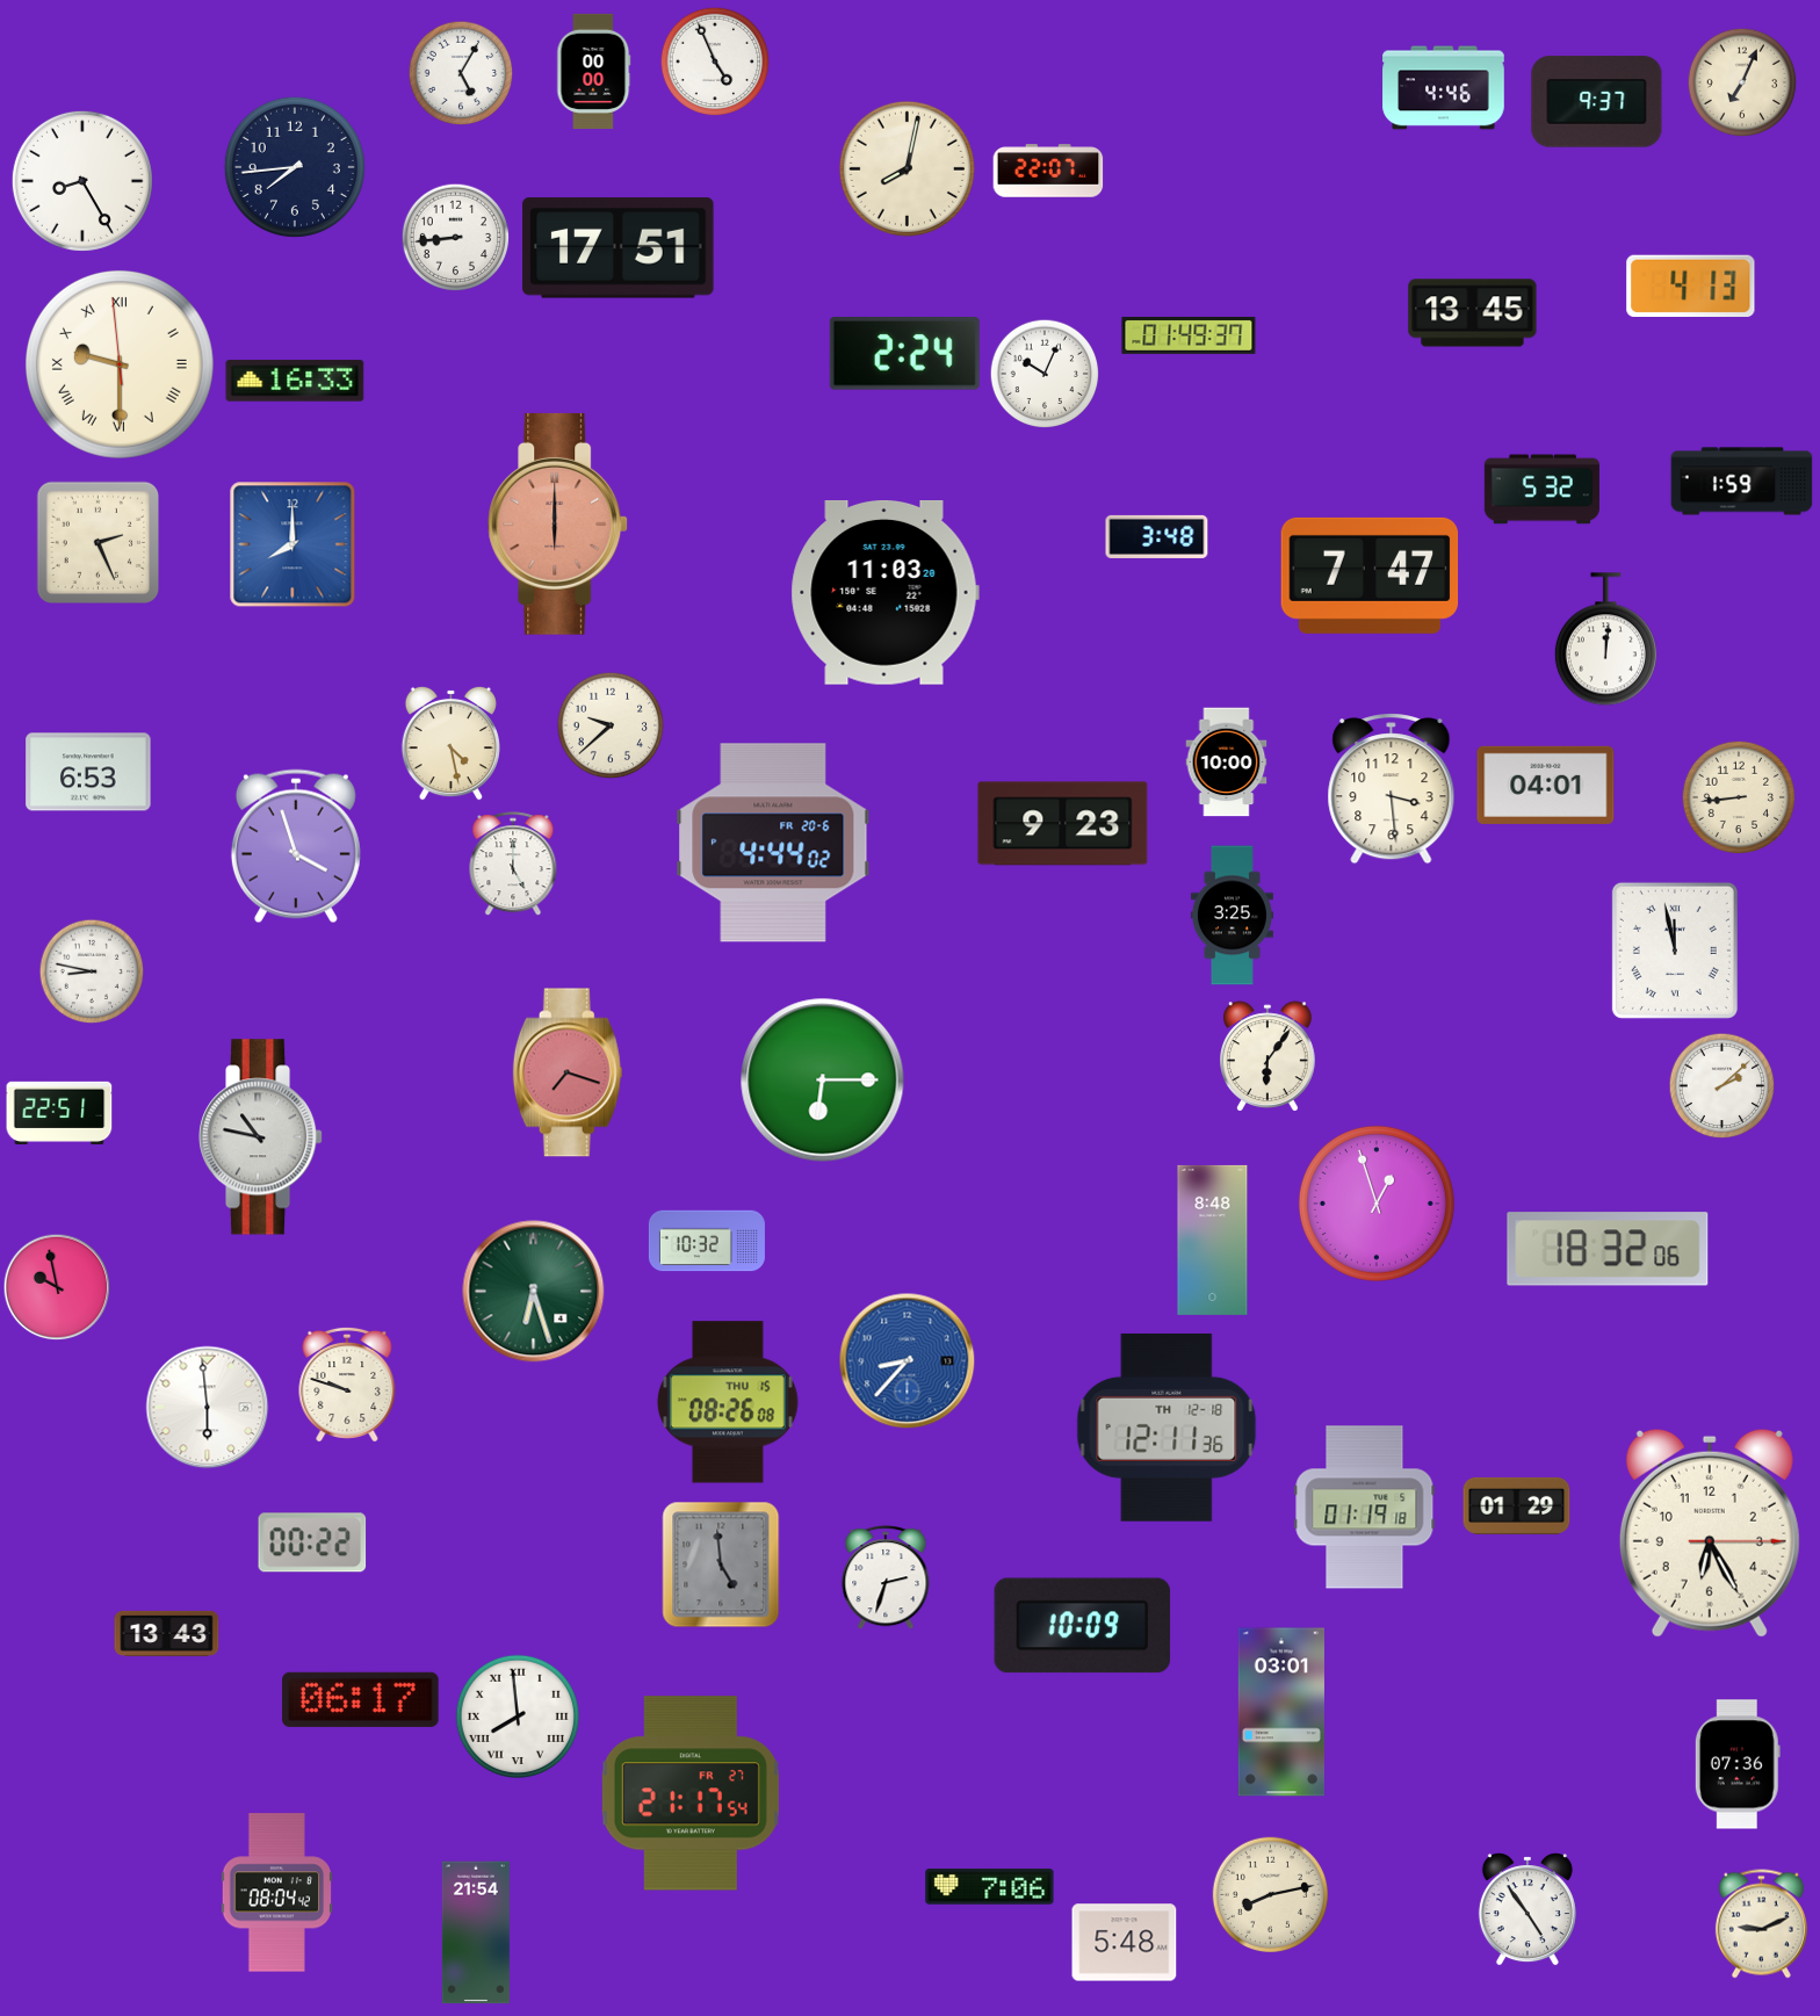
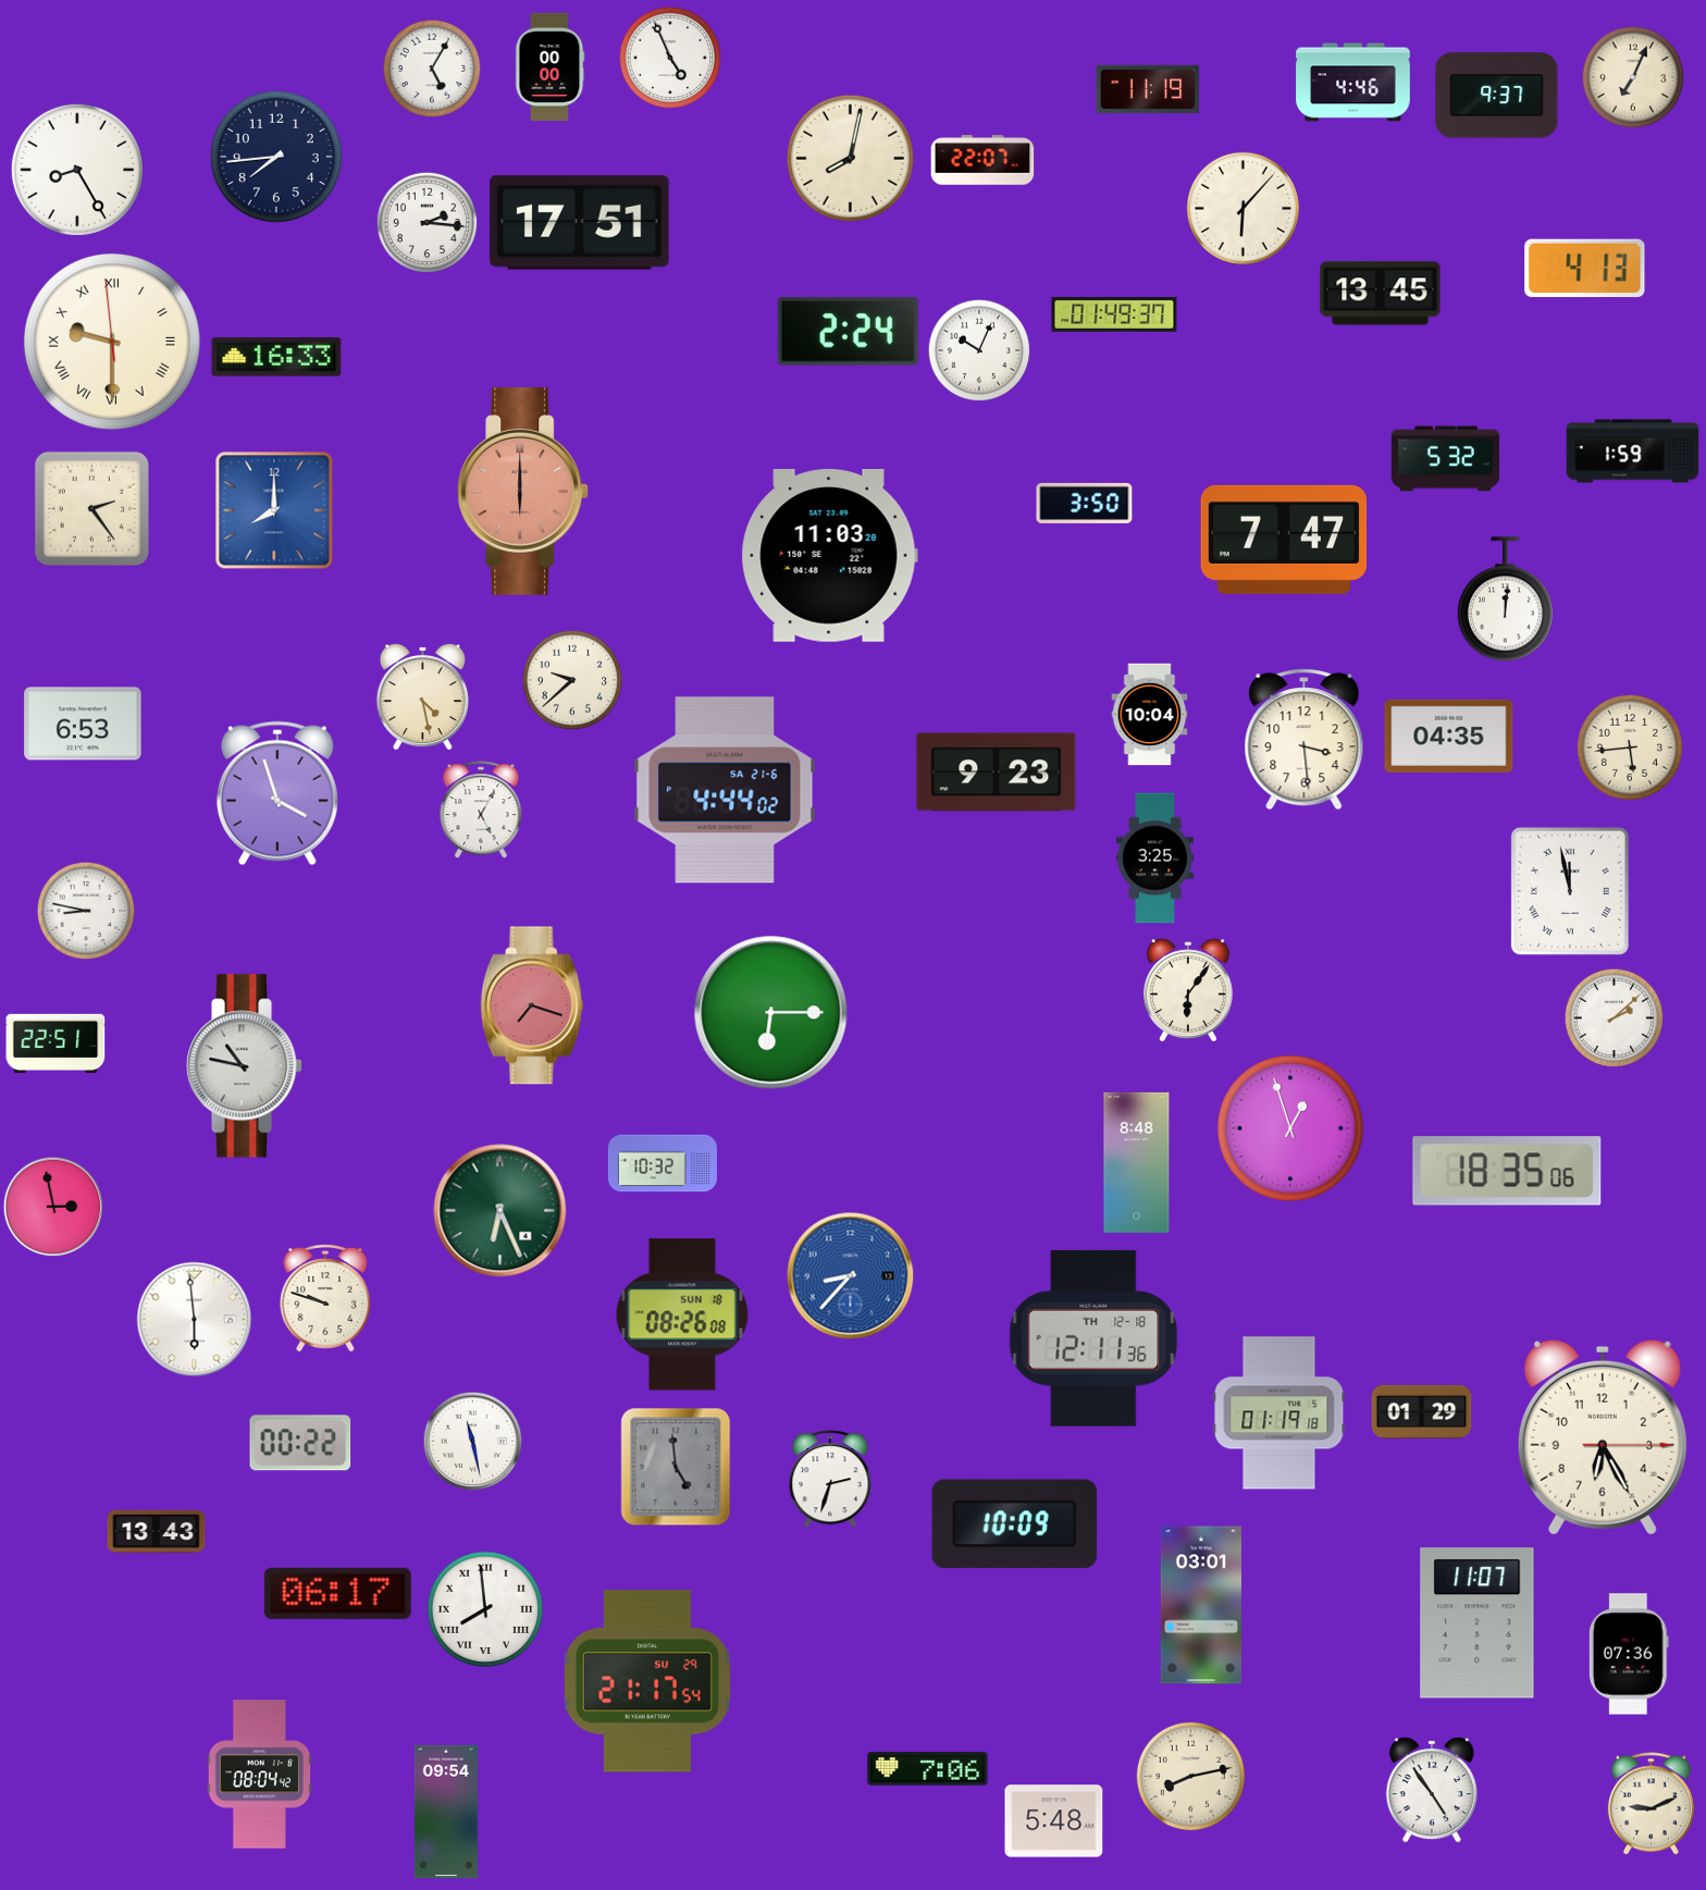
clock at (594, 71) position: (594, 71) -> (551, 66)
clock at (1148, 89): none -> 11:19
clock at (1243, 208): none -> 6:07
clock at (456, 238): 8:44 -> 2:16
clock at (619, 248) position: (619, 248) -> (580, 223)
clock at (1157, 536): 3:48 -> 3:50
clock at (99, 543): 2:26 -> 2:24
clock at (1227, 763): 10:00 -> 10:04
clock at (1546, 785): 04:01 -> 04:35
clock at (1739, 797): 8:44 -> 5:44
clock at (773, 843) date: FR 20-6 -> SA 21-6
clock at (513, 865): 5:00 -> 5:05
clock at (1608, 1249): 18:32 -> 18:35
clock at (57, 1287): 9:58 -> 2:58
clock at (534, 1292): 6:27 -> 6:26
clock at (728, 1402) date: THU 15 -> SUN 18
clock at (473, 1442): none -> 11:28
clock at (312, 1542) position: (312, 1542) -> (300, 1443)
clock at (1478, 1623): none -> 11:07
clock at (691, 1793) date: FR 27 -> SU 29
clock at (476, 1932): 21:54 -> 09:54
